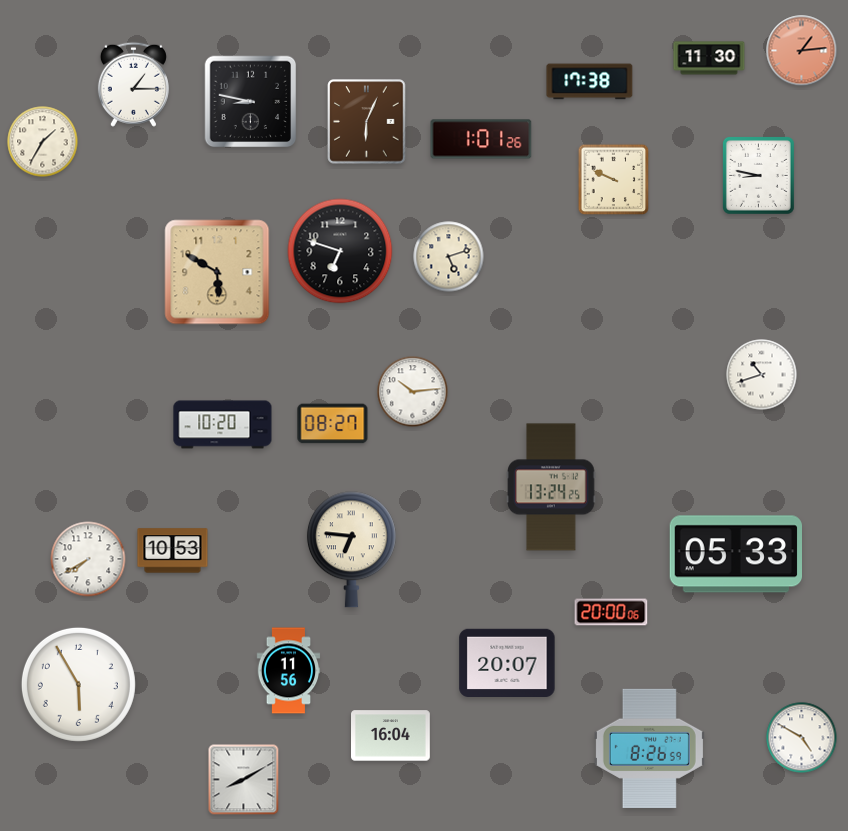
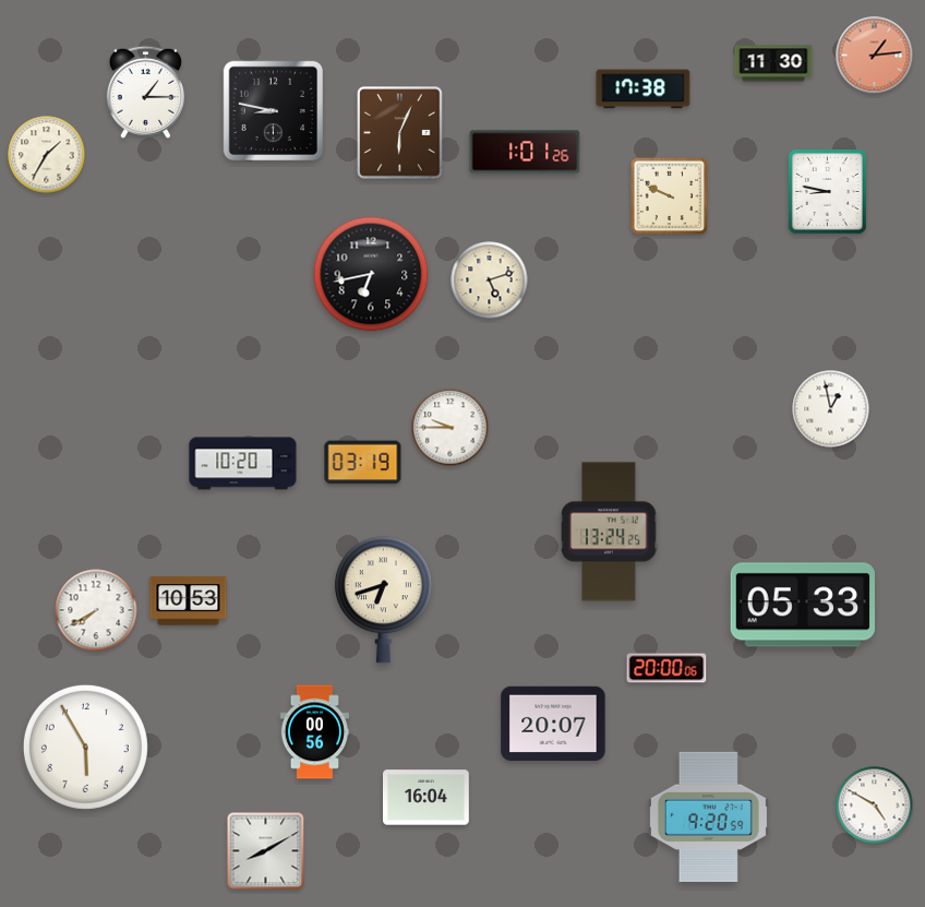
clock at (340, 251): 6:48 -> 6:43
clock at (217, 272): 5:50 -> none
clock at (762, 375): 10:42 -> 12:58
clock at (413, 392): 10:14 -> 9:45
clock at (333, 424): 08:27 -> 03:19
clock at (551, 487) position: (551, 487) -> (609, 532)
clock at (351, 550): 6:46 -> 6:42
clock at (289, 671): 11:56 -> 00:56
clock at (391, 736) position: (391, 736) -> (427, 798)
clock at (649, 748): 8:26 -> 9:20
